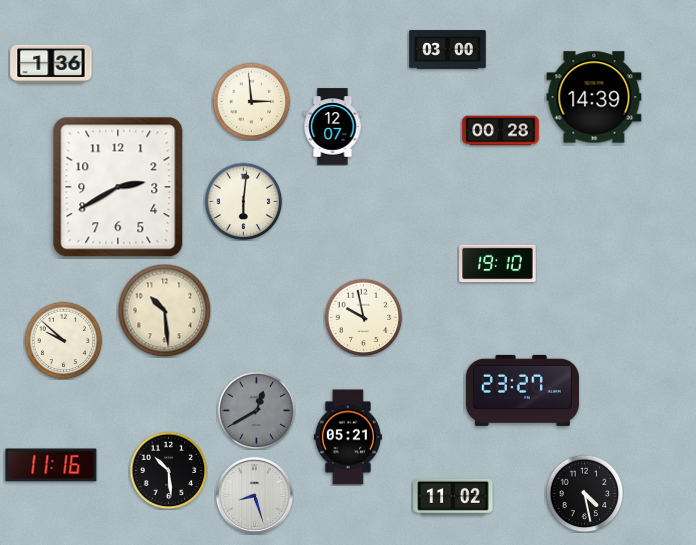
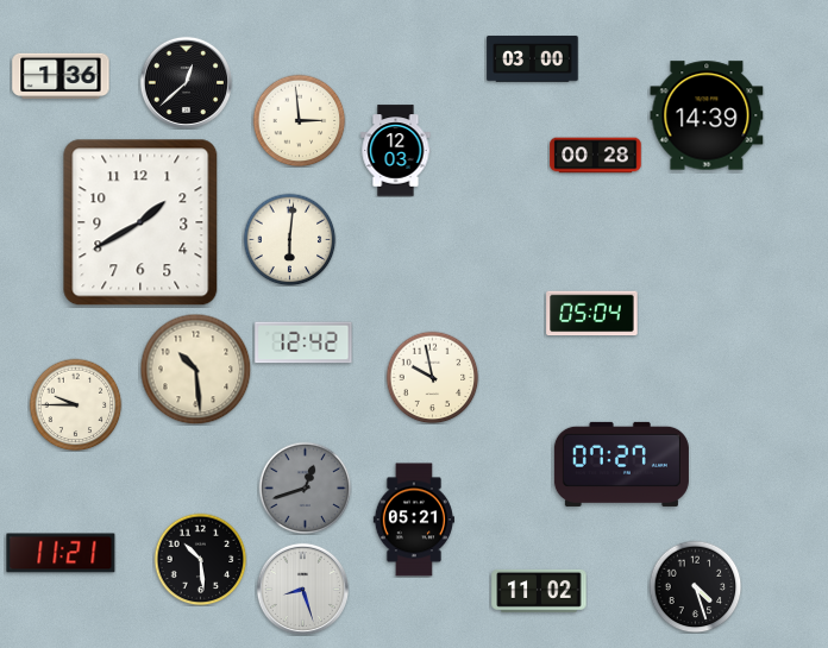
clock at (186, 82): none -> 12:38
clock at (333, 127): 12:07 -> 12:03
clock at (118, 187): 2:40 -> 1:40
clock at (498, 264): 19:10 -> 05:04
clock at (303, 342): none -> 12:42
clock at (63, 340): 9:52 -> 9:45
clock at (522, 390): 23:27 -> 07:27
clock at (256, 410): 12:40 -> 12:42
clock at (51, 465): 11:16 -> 11:21
clock at (584, 493): 4:28 -> 4:27
